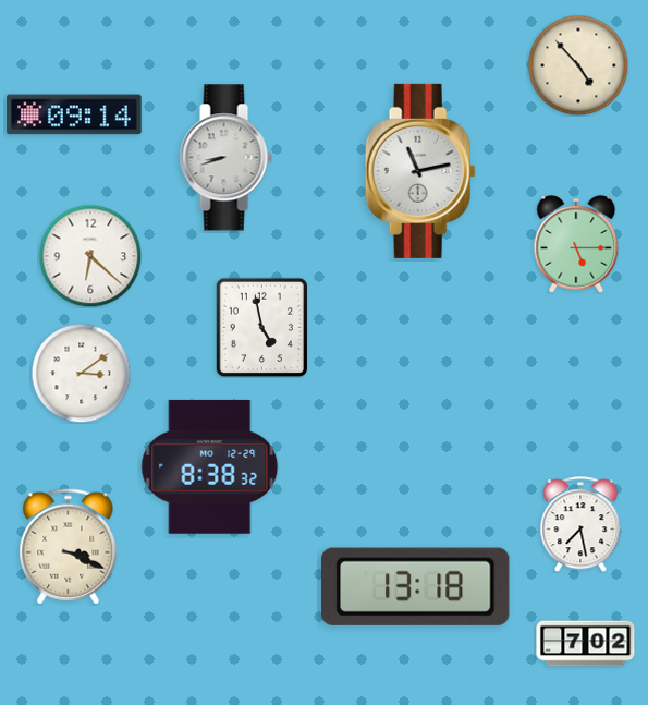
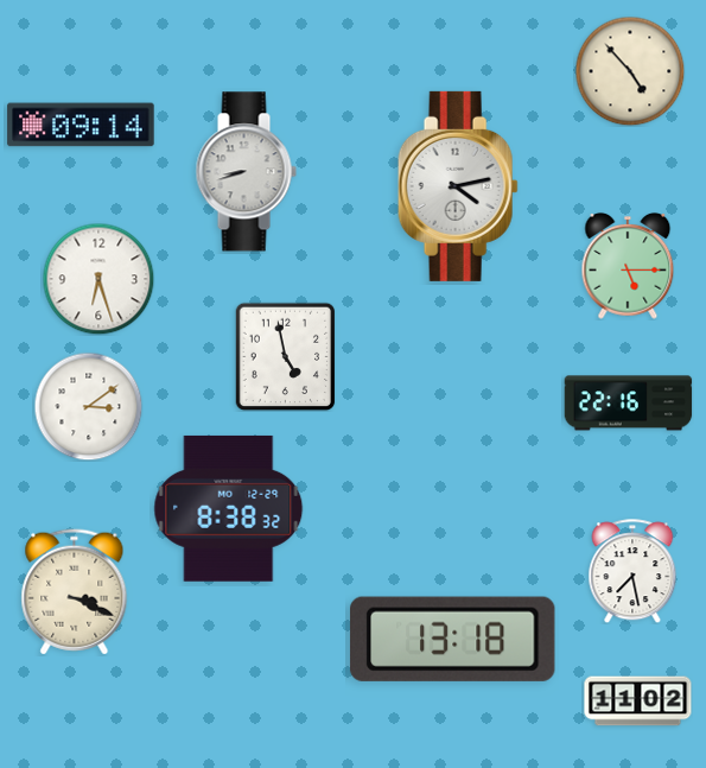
clock at (420, 171): 11:13 -> 4:13
clock at (90, 256): 6:22 -> 6:27
clock at (629, 404): none -> 22:16
clock at (69, 547) position: (69, 547) -> (75, 592)
clock at (586, 644): 7:02 -> 11:02
